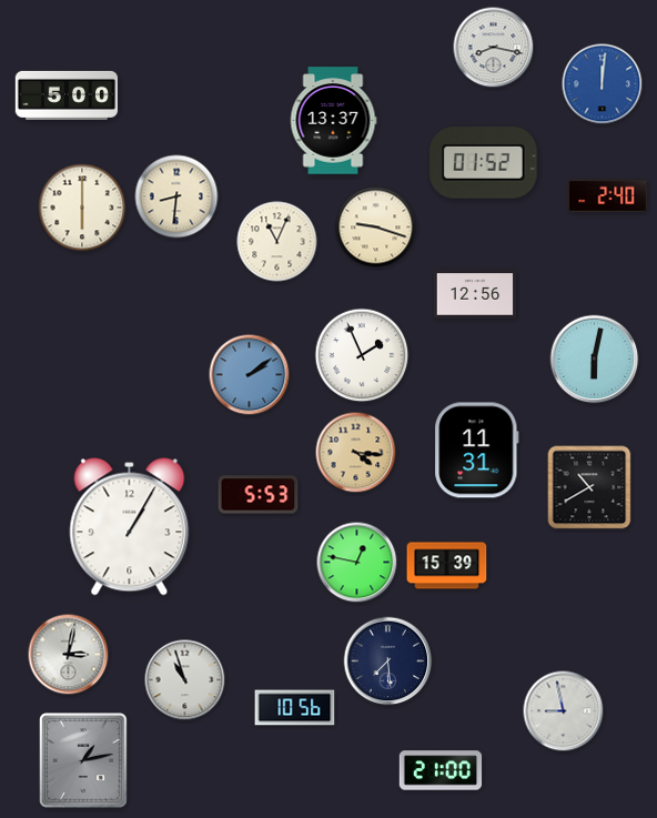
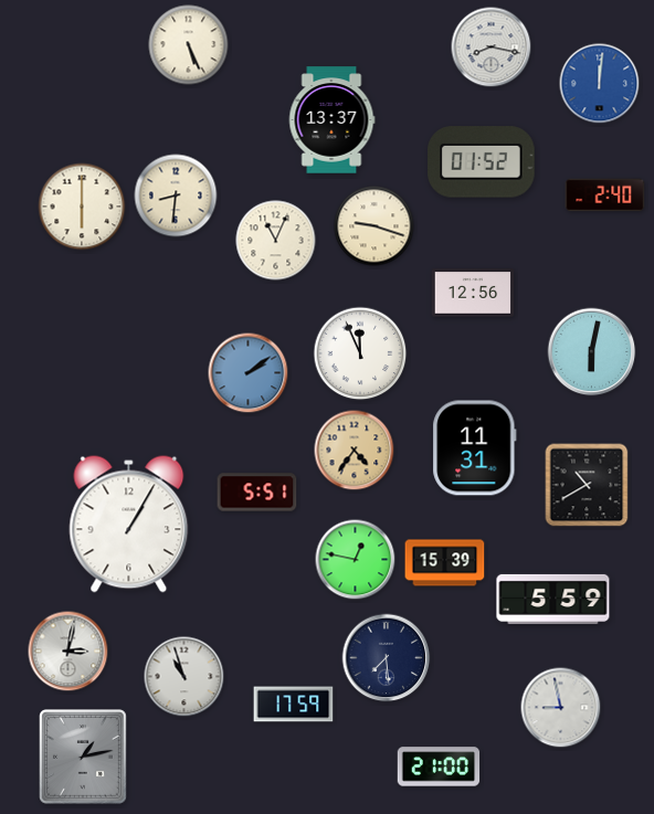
clock at (189, 45): none -> 5:26
clock at (65, 95): 5:00 -> none
clock at (362, 355): 1:56 -> 11:56
clock at (595, 360) position: (595, 360) -> (592, 352)
clock at (356, 453): 4:16 -> 4:36
clock at (259, 495): 5:53 -> 5:51
clock at (553, 599): none -> 5:59
clock at (295, 708): 10:56 -> 17:59
